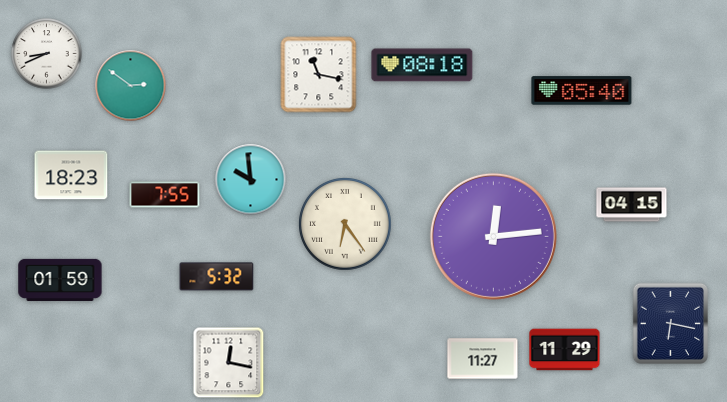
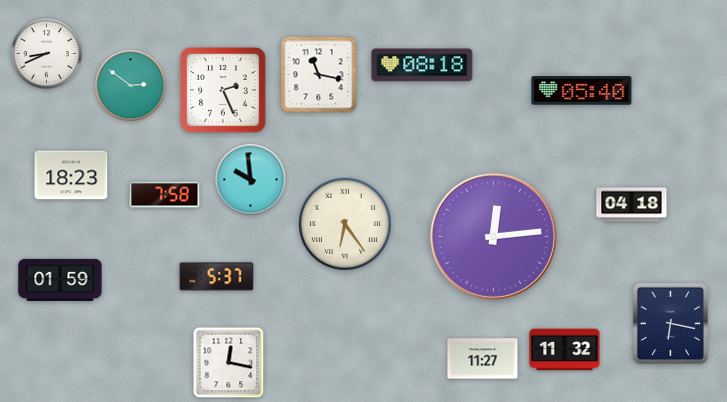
clock at (224, 91): none -> 2:26
clock at (165, 195): 7:55 -> 7:58
clock at (632, 205): 04:15 -> 04:18
clock at (217, 277): 5:32 -> 5:37
clock at (565, 350): 11:29 -> 11:32
